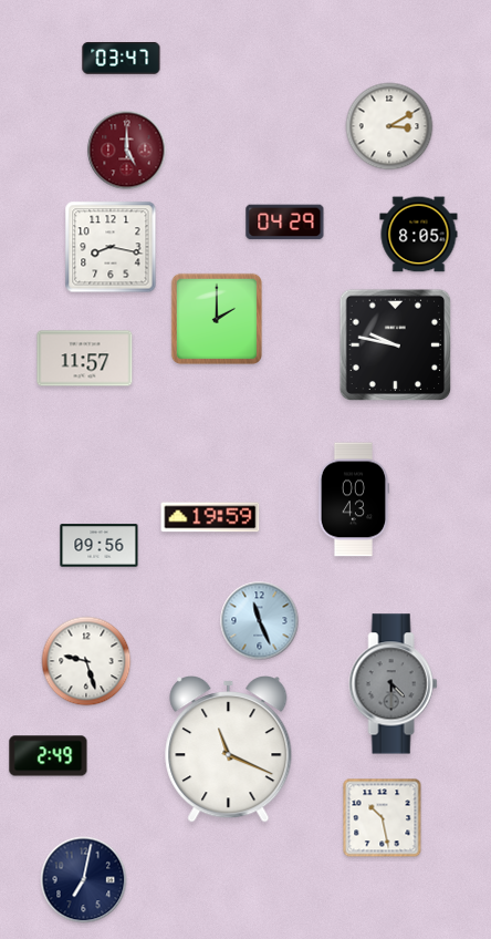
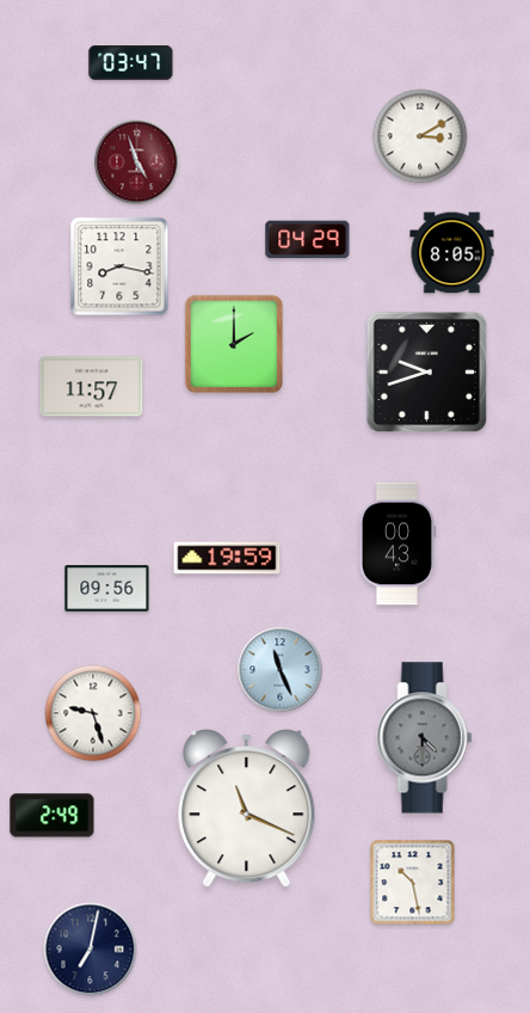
clock at (127, 151): 5:00 -> 4:57
clock at (396, 345): 9:47 -> 9:42
clock at (354, 499) position: (354, 499) -> (397, 544)
